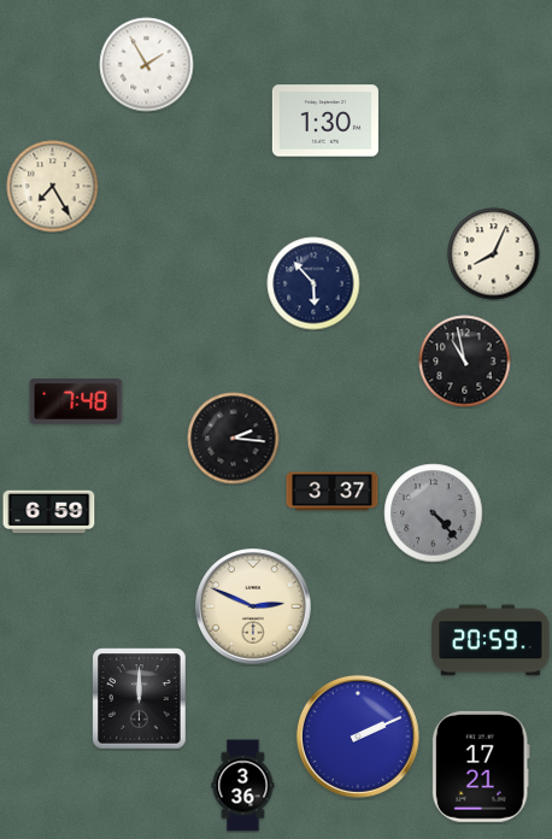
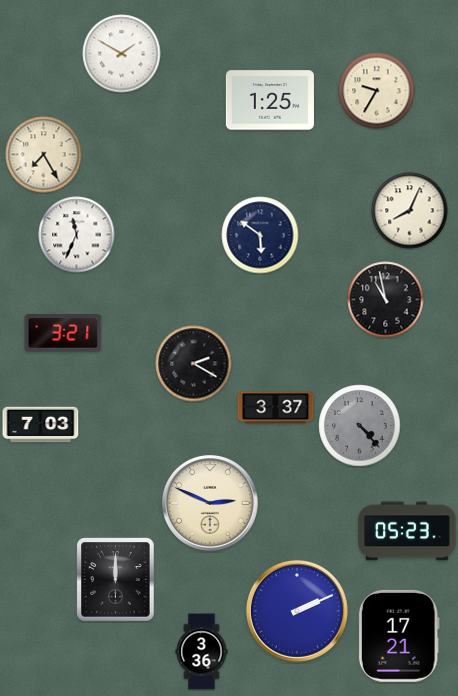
clock at (147, 65): 1:55 -> 1:50
clock at (377, 91): none -> 9:35
clock at (325, 121): 1:30 -> 1:25
clock at (77, 235): none -> 11:34
clock at (313, 283): 5:53 -> 5:51
clock at (76, 401): 7:48 -> 3:21
clock at (234, 439): 2:16 -> 2:20
clock at (49, 512): 6:59 -> 7:03
clock at (491, 640): 20:59 -> 05:23
